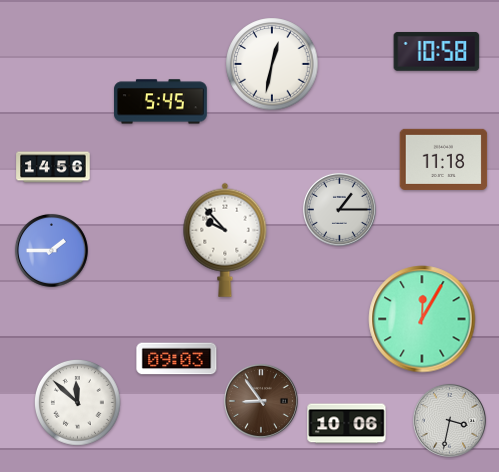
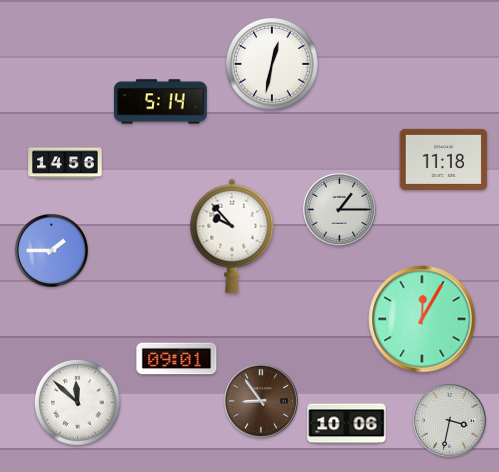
clock at (437, 51): 10:58 -> none
clock at (161, 102): 5:45 -> 5:14
clock at (53, 167) position: (53, 167) -> (65, 163)
clock at (225, 240) position: (225, 240) -> (232, 236)
clock at (177, 359): 09:03 -> 09:01
